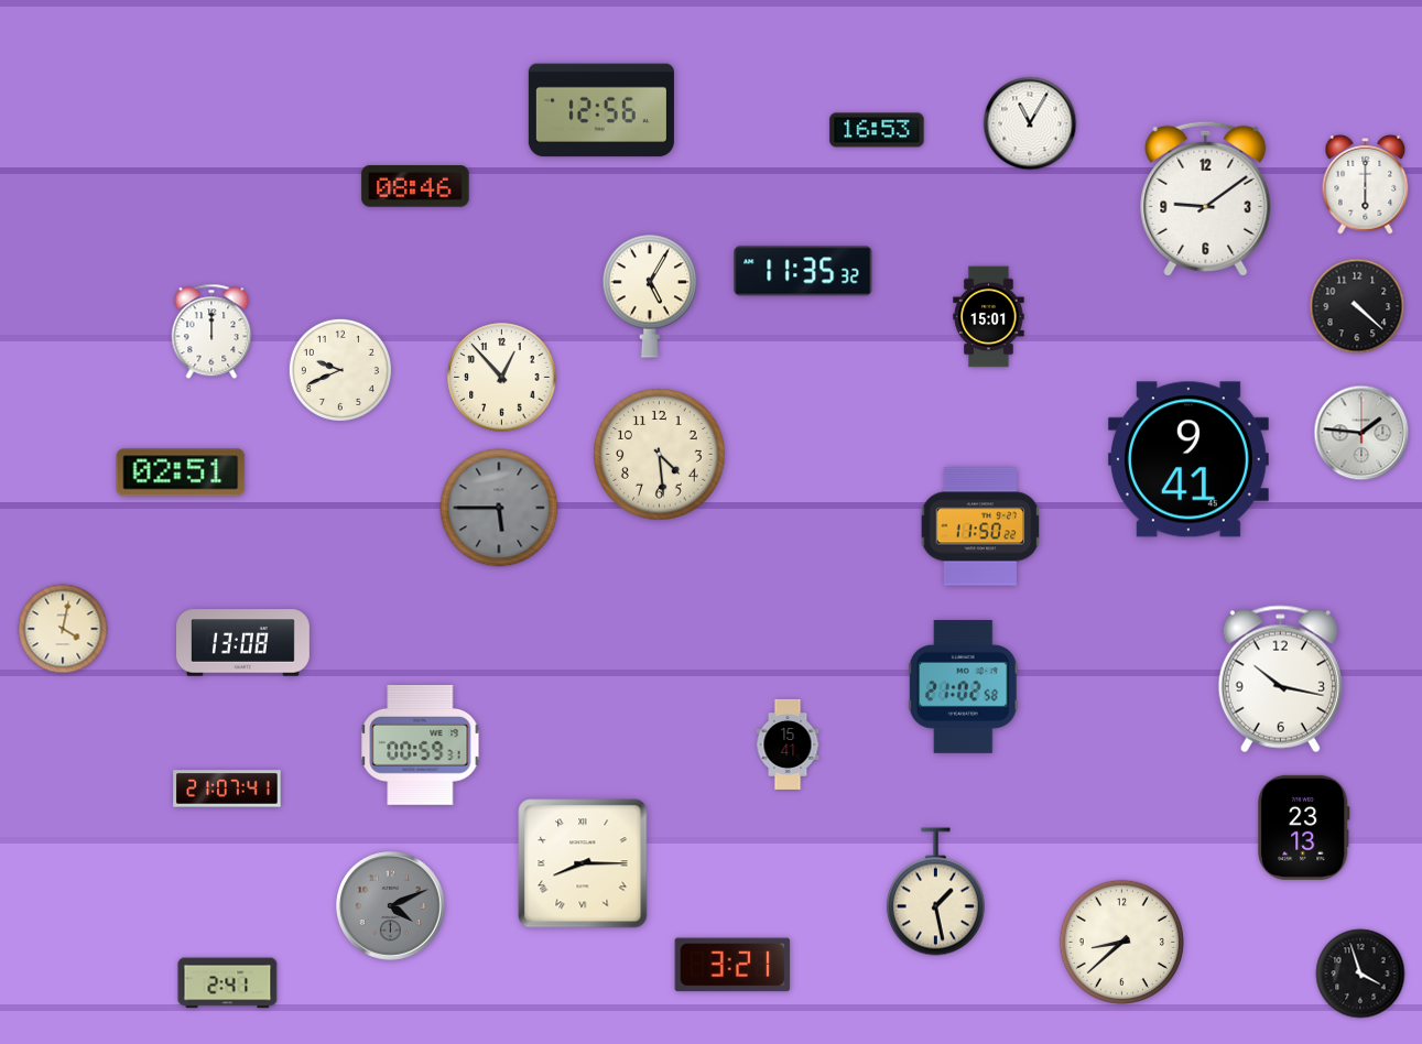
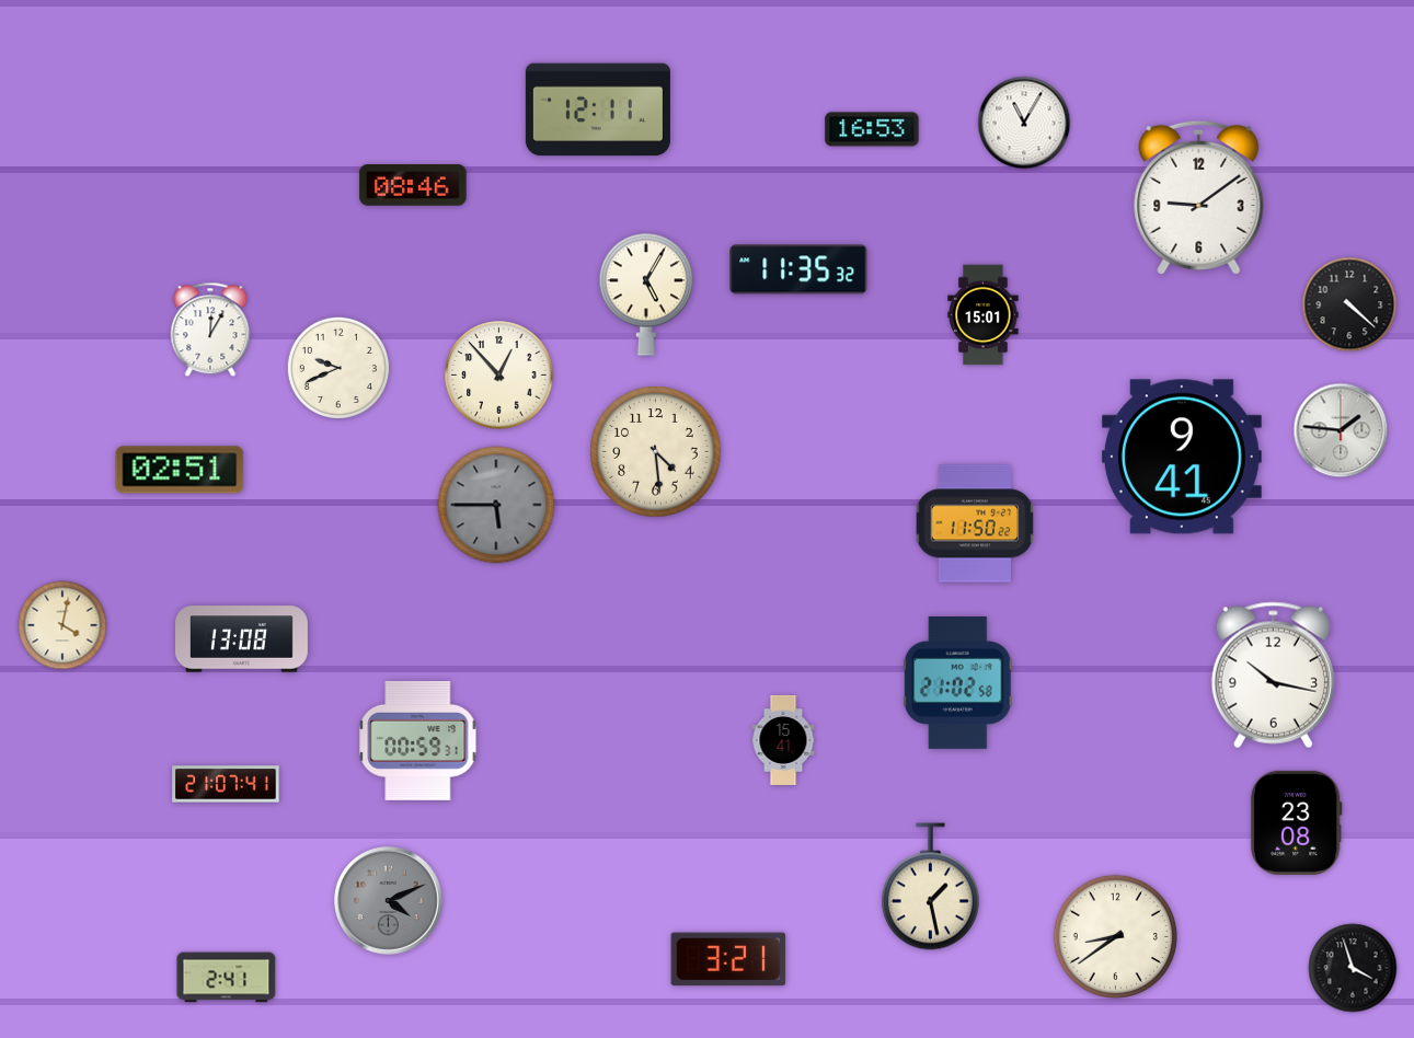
clock at (601, 110): 12:56 -> 12:11
clock at (1366, 185): 6:00 -> none
clock at (211, 331): 12:00 -> 12:05
clock at (1361, 433) position: (1361, 433) -> (1341, 430)
clock at (1303, 827): 23:13 -> 23:08
clock at (583, 863): 8:15 -> none
clock at (1121, 942): 8:38 -> 8:39
